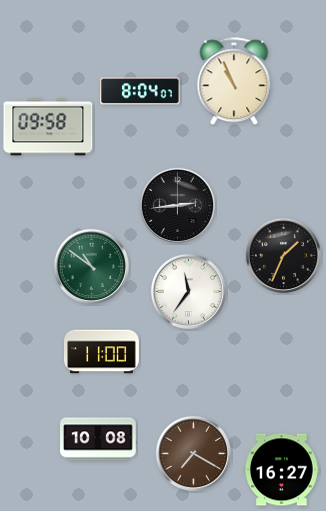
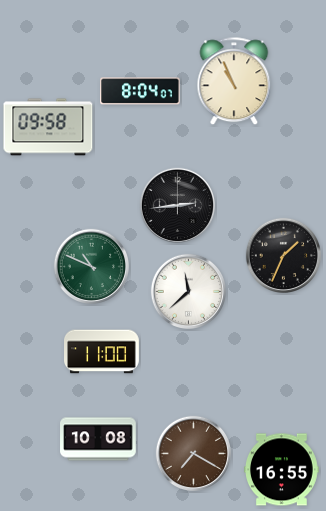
clock at (91, 266): 10:51 -> 10:49
clock at (188, 291): 11:36 -> 11:38
clock at (282, 470): 16:27 -> 16:55
